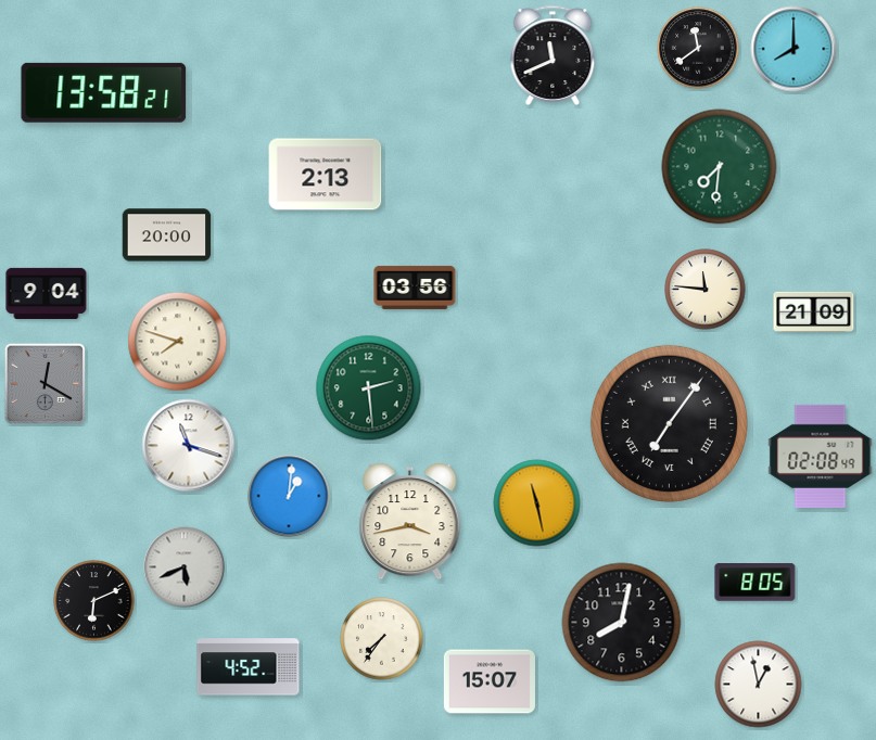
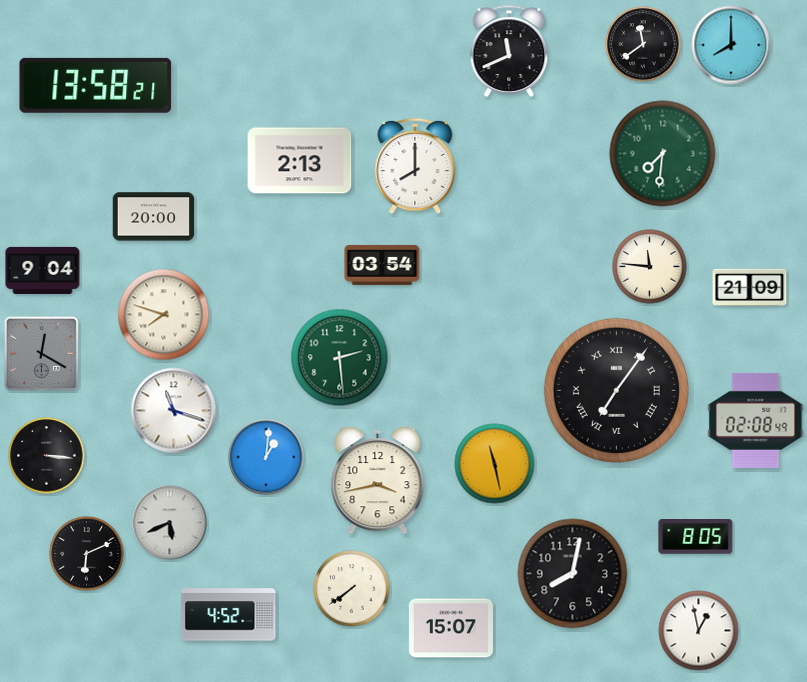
clock at (415, 166): none -> 8:00
clock at (415, 288): 03:56 -> 03:54
clock at (47, 456): none -> 3:16
clock at (382, 639): 7:36 -> 7:39
